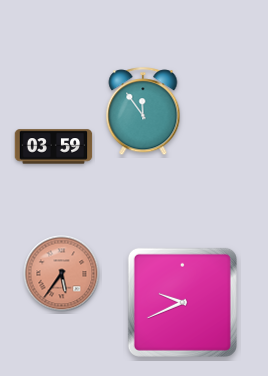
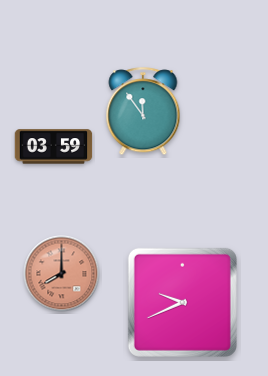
clock at (62, 274): 5:36 -> 8:00
